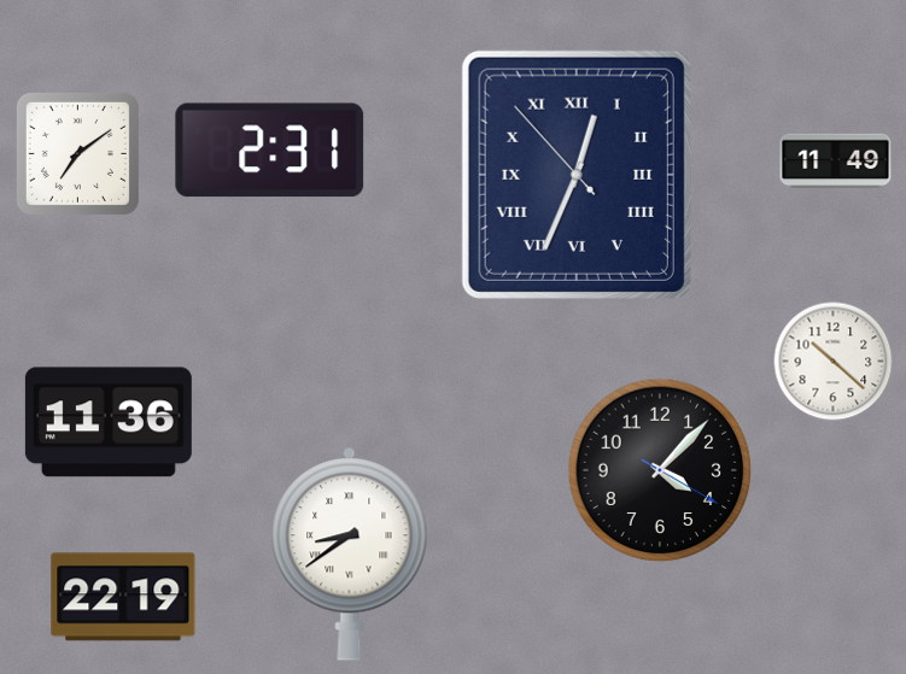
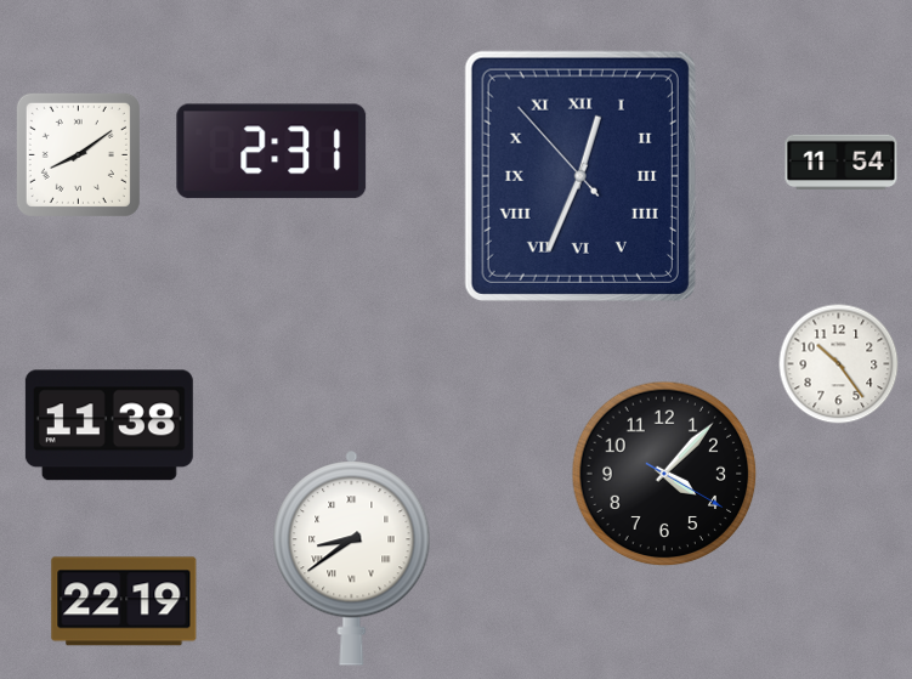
clock at (77, 153): 7:09 -> 8:09
clock at (836, 162): 11:49 -> 11:54
clock at (834, 362): 10:22 -> 10:24
clock at (109, 422): 11:36 -> 11:38
